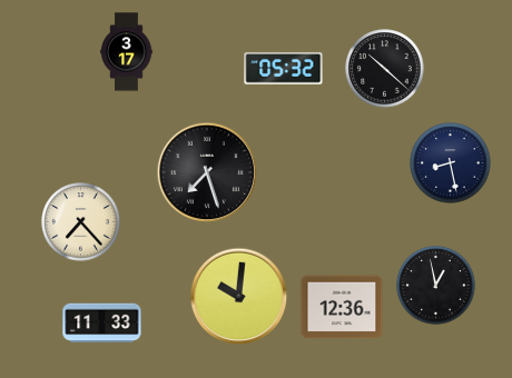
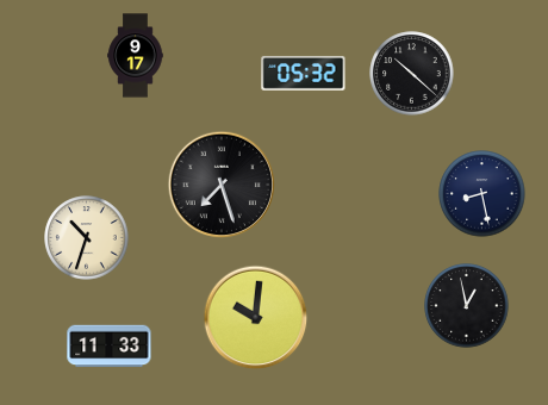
clock at (127, 52): 3:17 -> 9:17
clock at (451, 163) position: (451, 163) -> (482, 194)
clock at (81, 222): 7:23 -> 10:33
clock at (342, 307): 12:36 -> none
